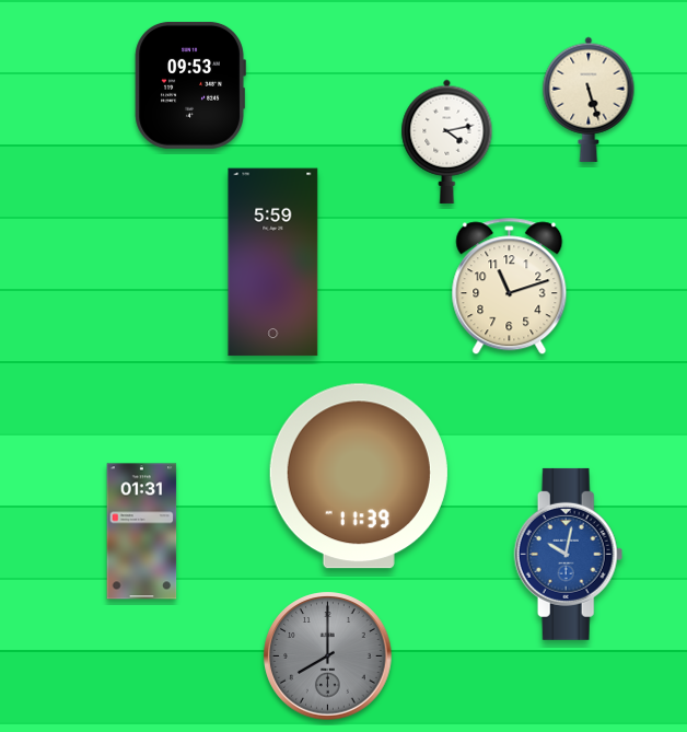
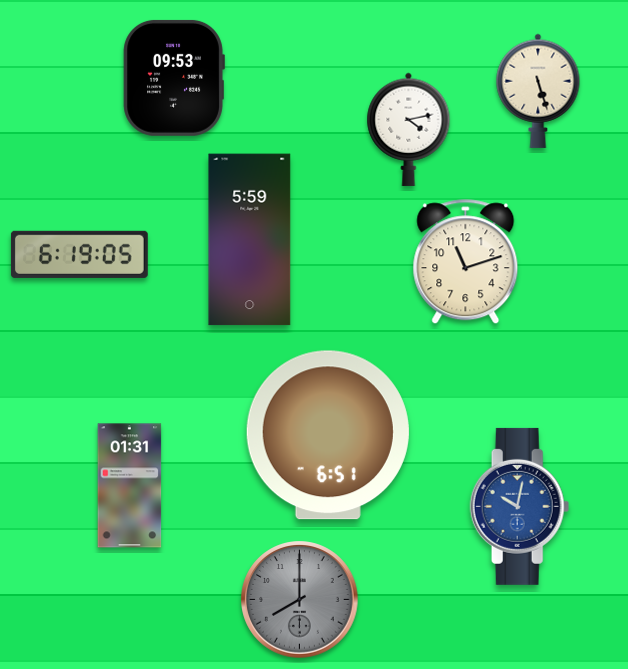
clock at (79, 254): none -> 6:19
clock at (359, 476): 11:39 -> 6:51
